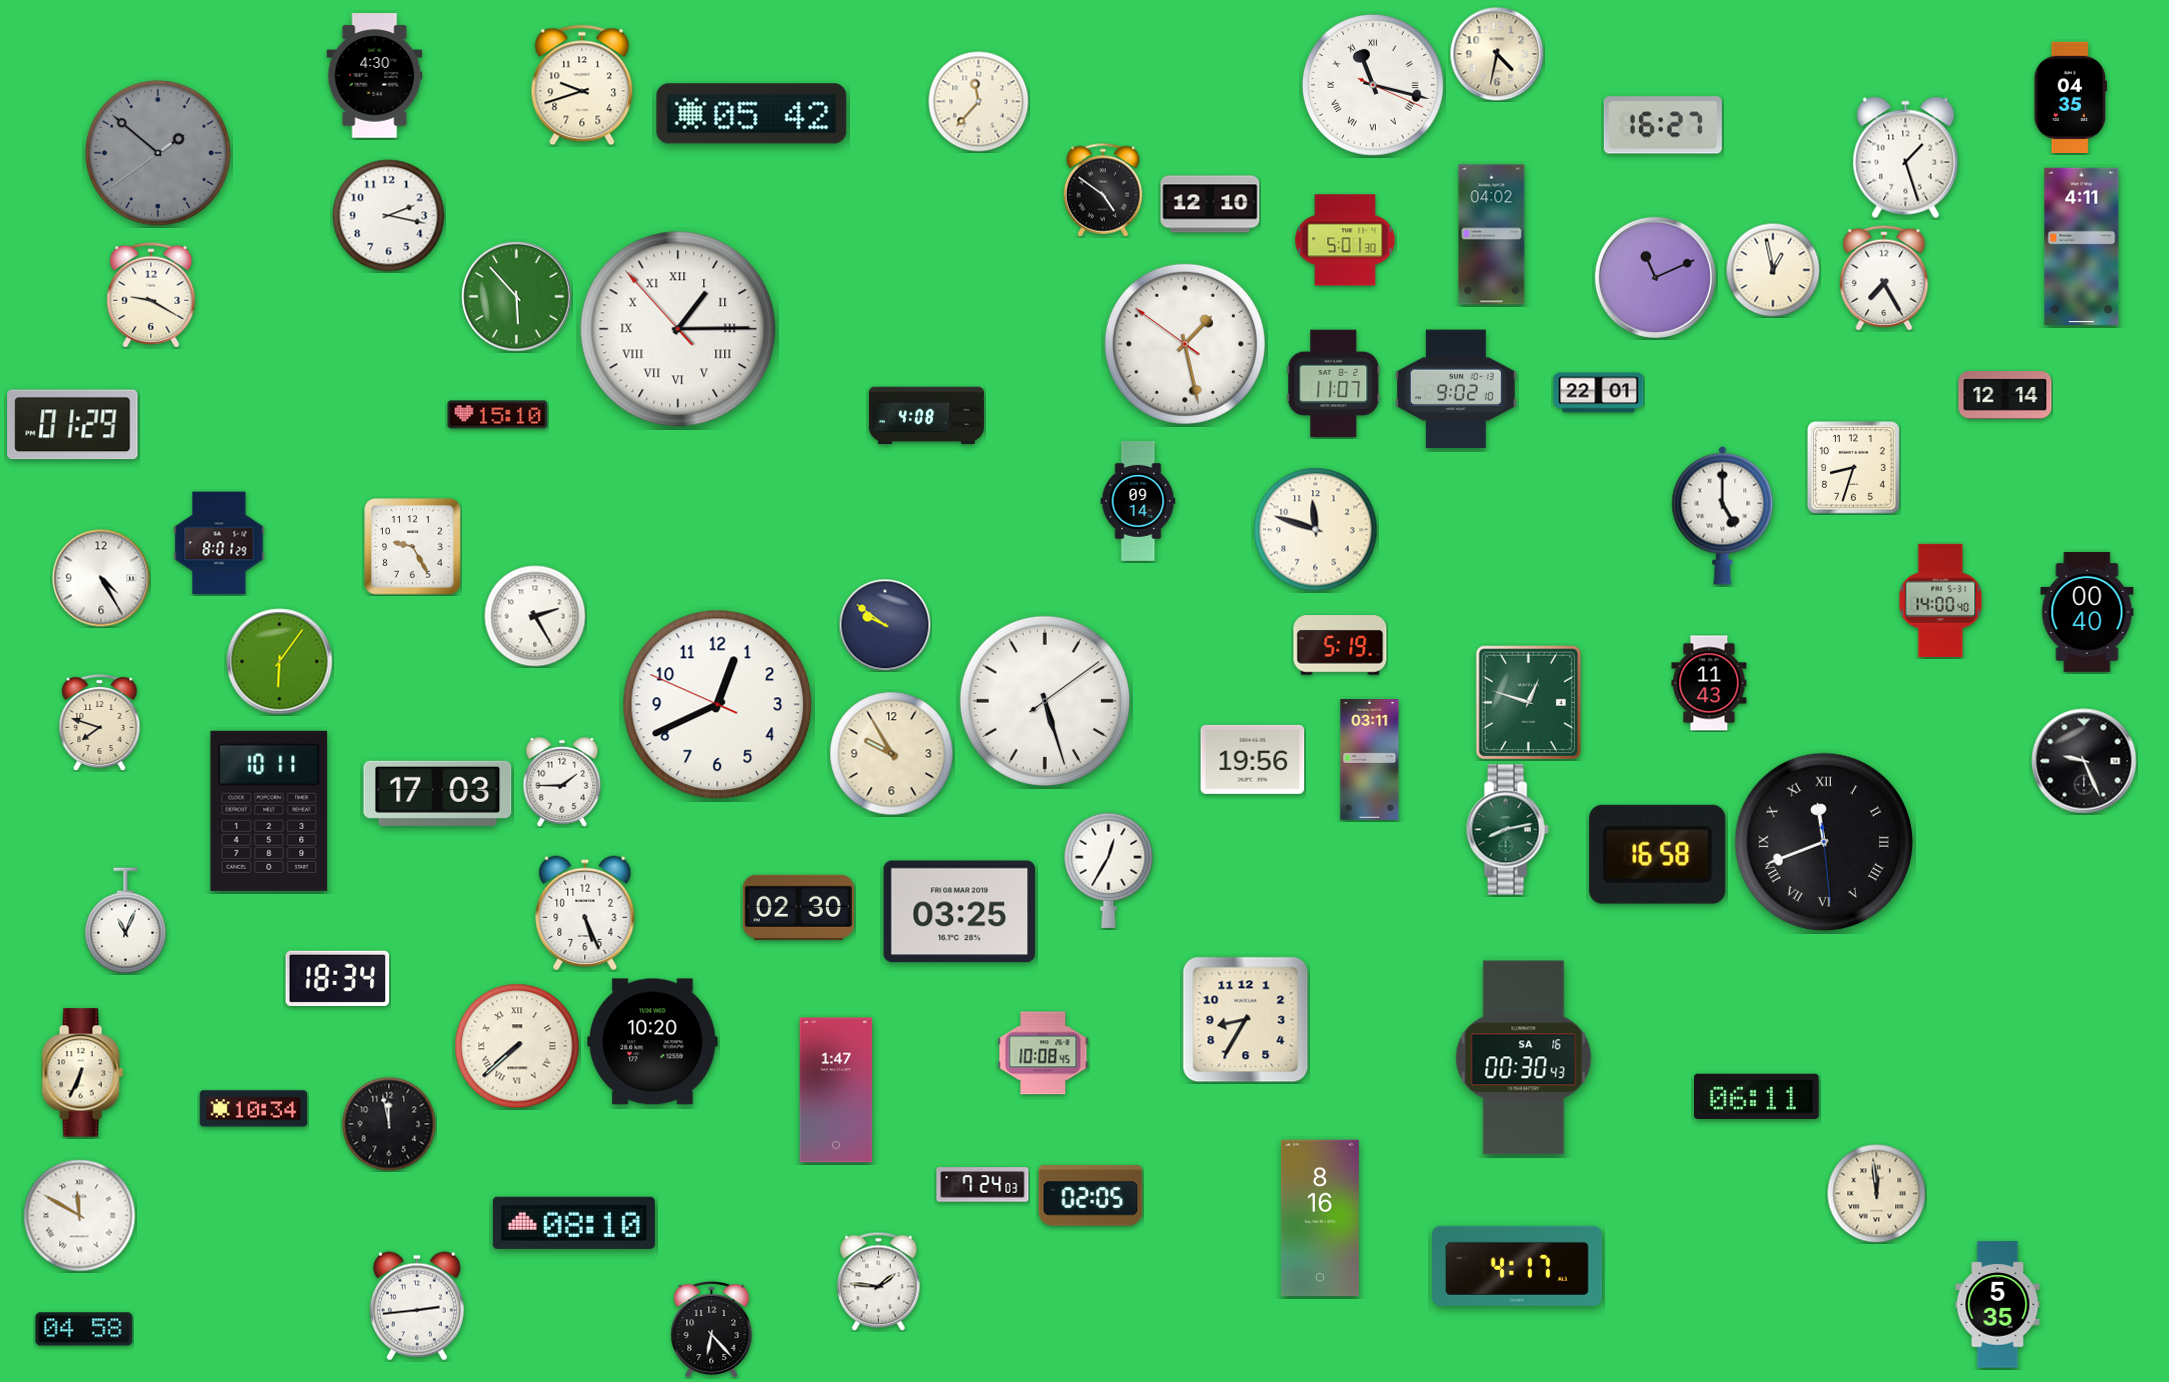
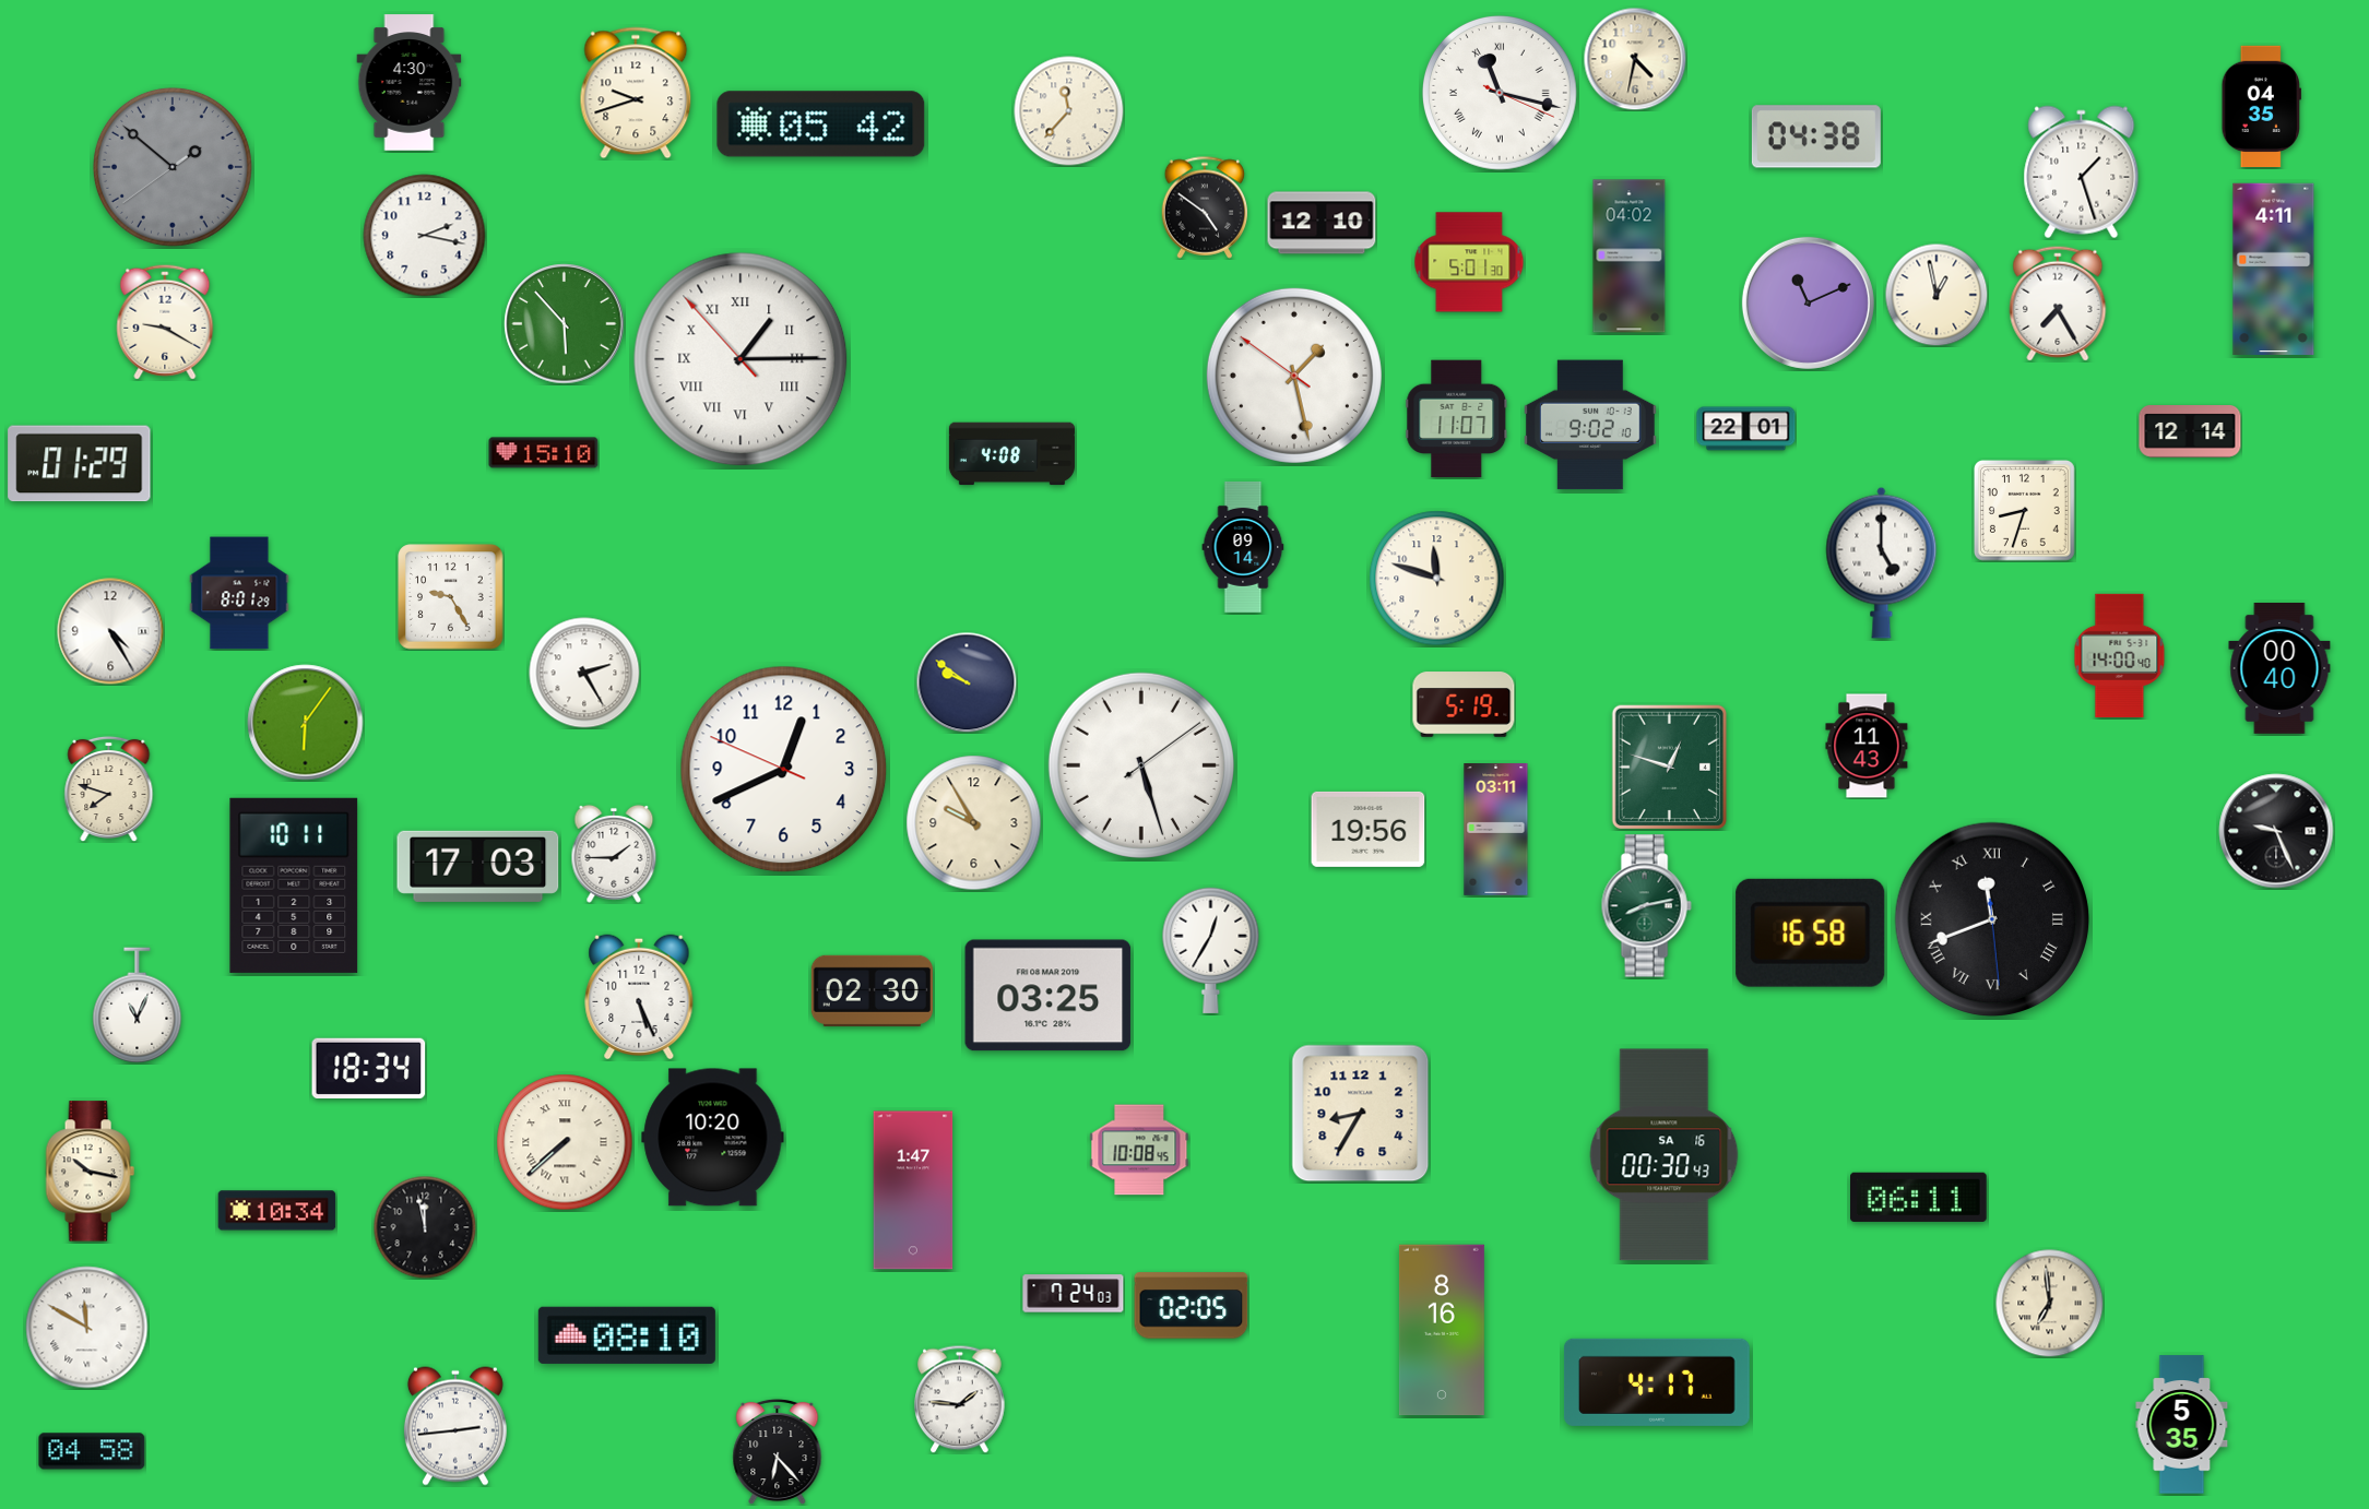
clock at (1663, 125): 16:27 -> 04:38
clock at (82, 1073): 6:34 -> 10:17
clock at (1877, 1194): 11:59 -> 6:59
